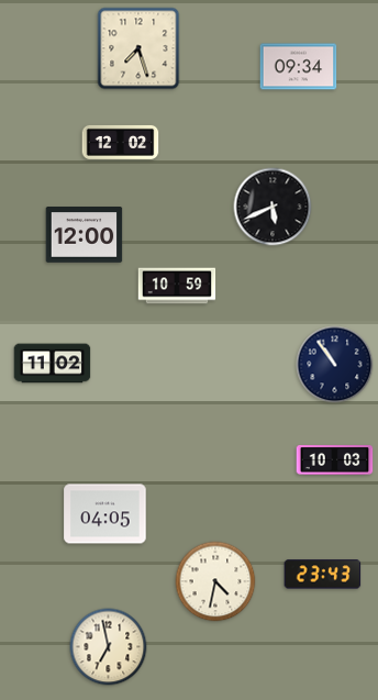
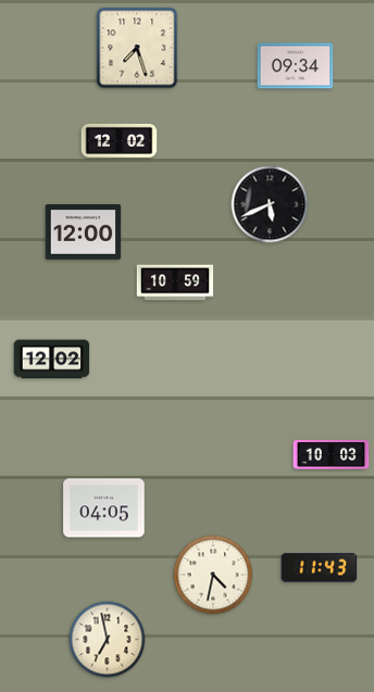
clock at (53, 364): 11:02 -> 12:02
clock at (335, 365): 10:54 -> none
clock at (323, 575): 23:43 -> 11:43
